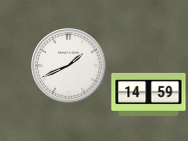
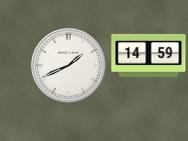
clock at (149, 94) position: (149, 94) -> (149, 55)
